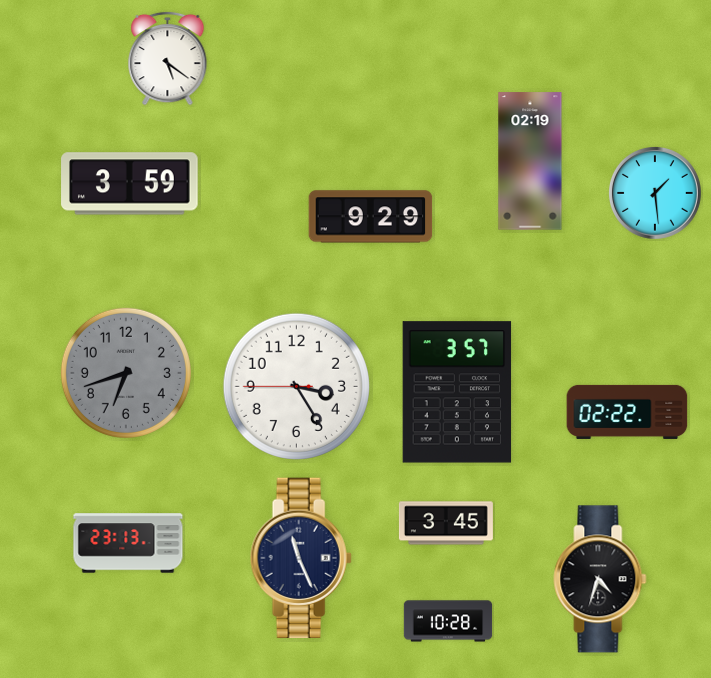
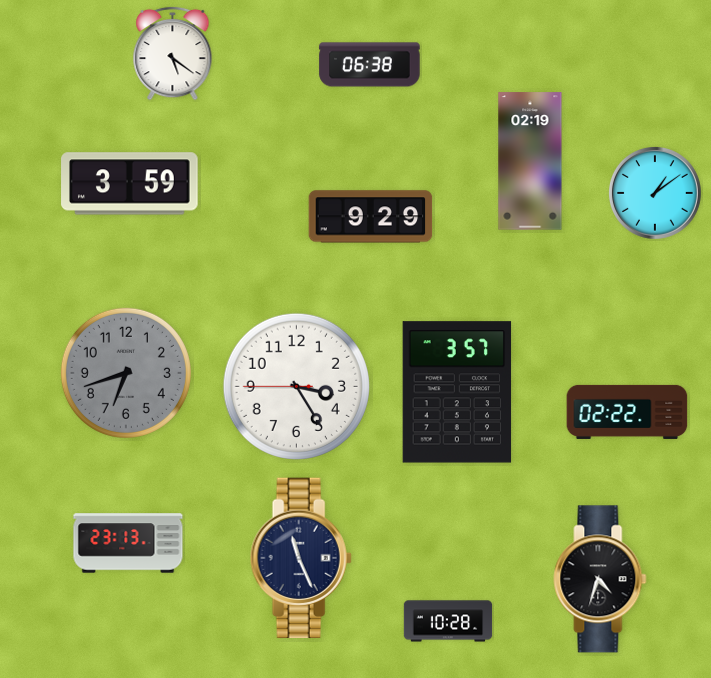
clock at (168, 58) position: (168, 58) -> (173, 53)
clock at (370, 65): none -> 06:38
clock at (655, 193): 1:29 -> 1:09
clock at (446, 523): 3:45 -> none
